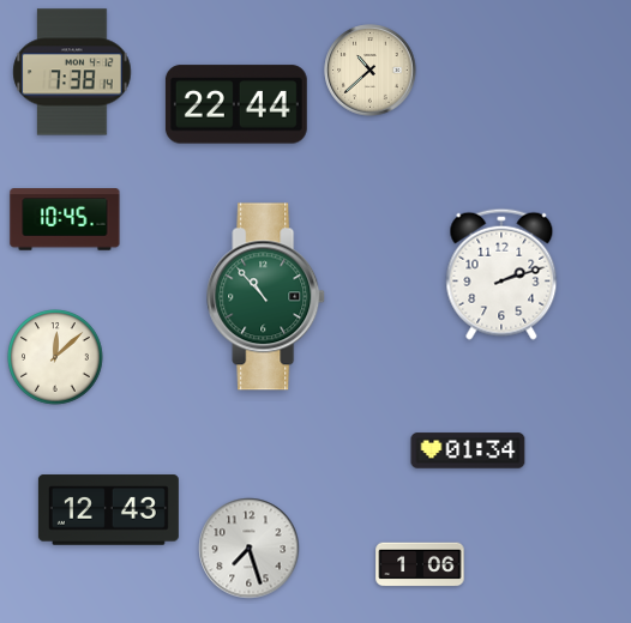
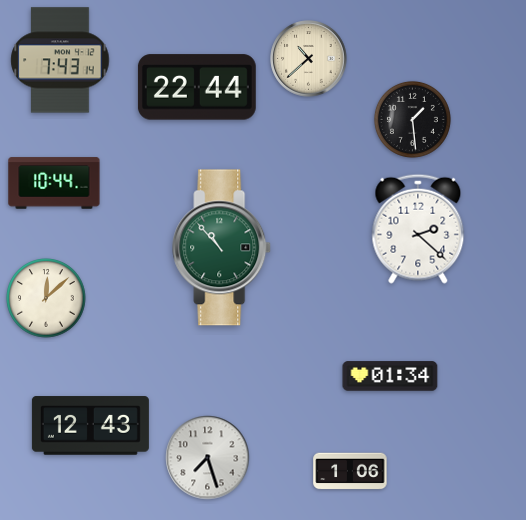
clock at (72, 72): 7:38 -> 7:43
clock at (412, 119): none -> 1:29
clock at (65, 219): 10:45 -> 10:44
clock at (501, 274): 2:12 -> 2:22
